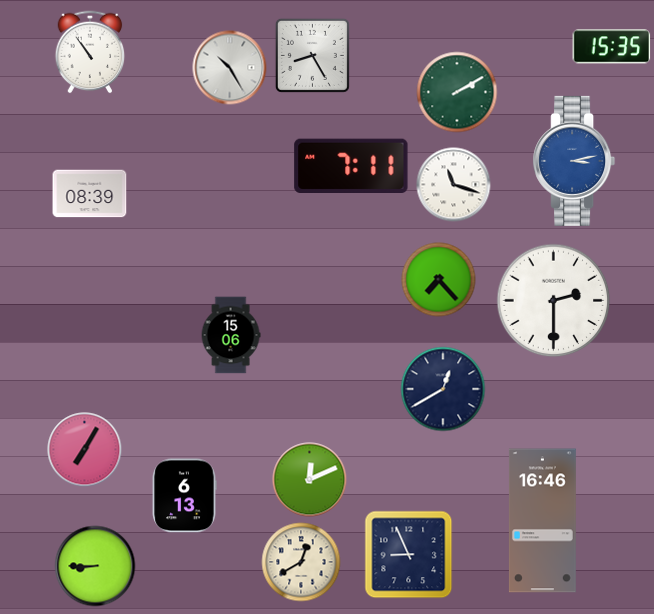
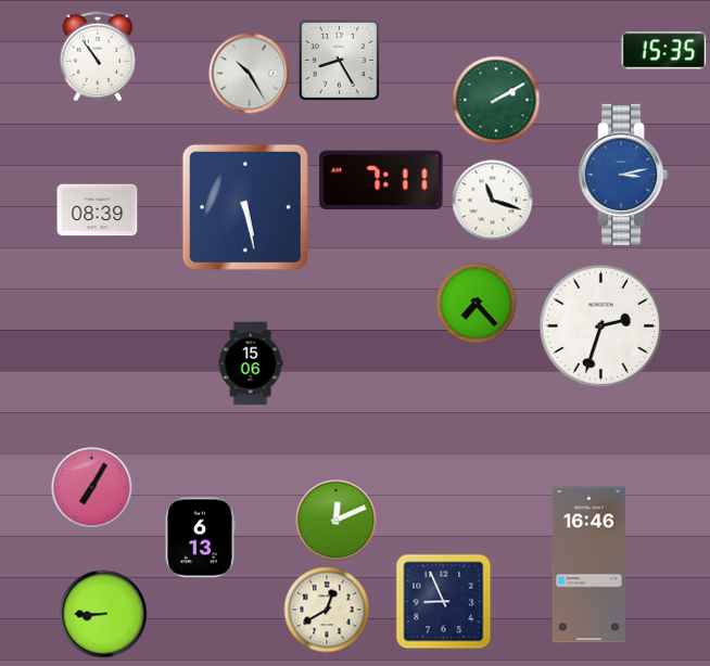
clock at (245, 207): none -> 5:28
clock at (554, 301): 2:30 -> 2:33
clock at (443, 389): 12:40 -> none
